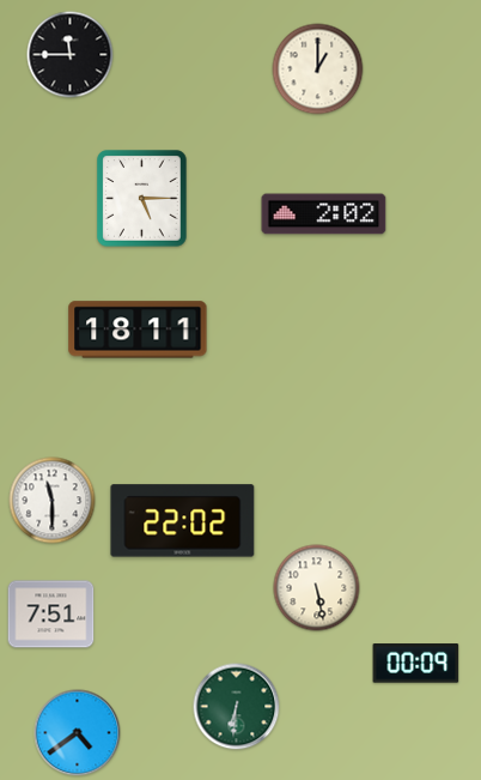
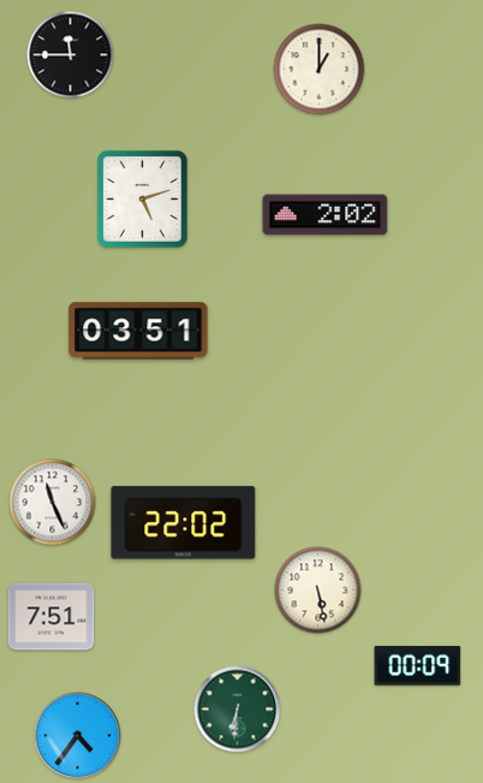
clock at (142, 199): 5:15 -> 5:12
clock at (138, 329): 18:11 -> 03:51
clock at (53, 501): 11:30 -> 11:26
clock at (78, 733): 4:39 -> 4:36
